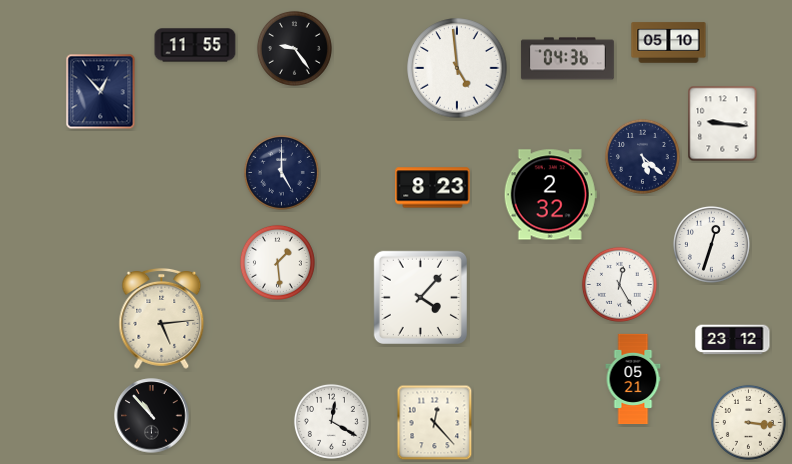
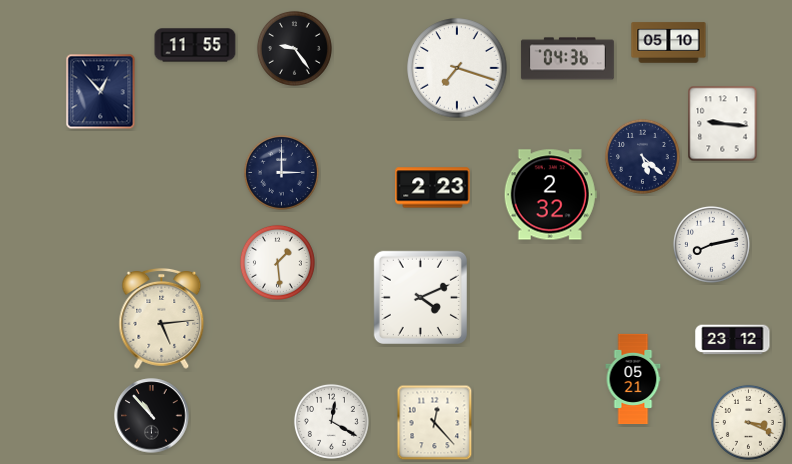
clock at (457, 68): 4:59 -> 7:18
clock at (281, 172): 5:00 -> 3:00
clock at (433, 188): 8:23 -> 2:23
clock at (711, 244): 12:33 -> 8:13
clock at (619, 284): 12:25 -> none
clock at (420, 297): 4:07 -> 4:11
clock at (748, 422): 3:16 -> 3:19
